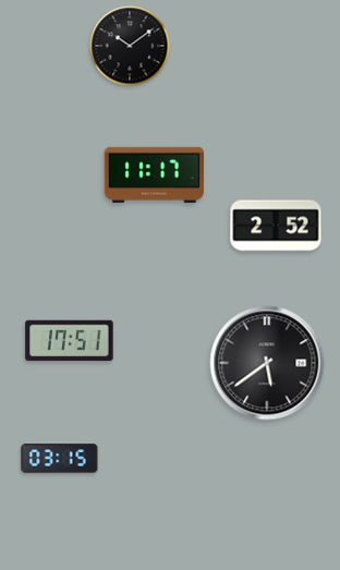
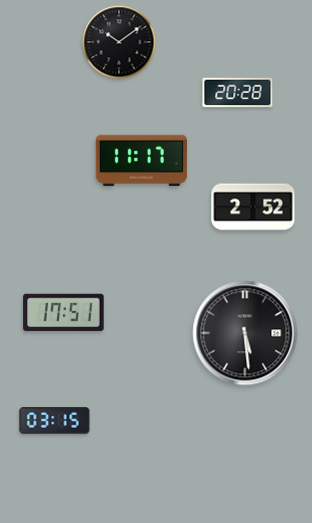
clock at (238, 93): none -> 20:28
clock at (267, 363): 5:39 -> 5:29
